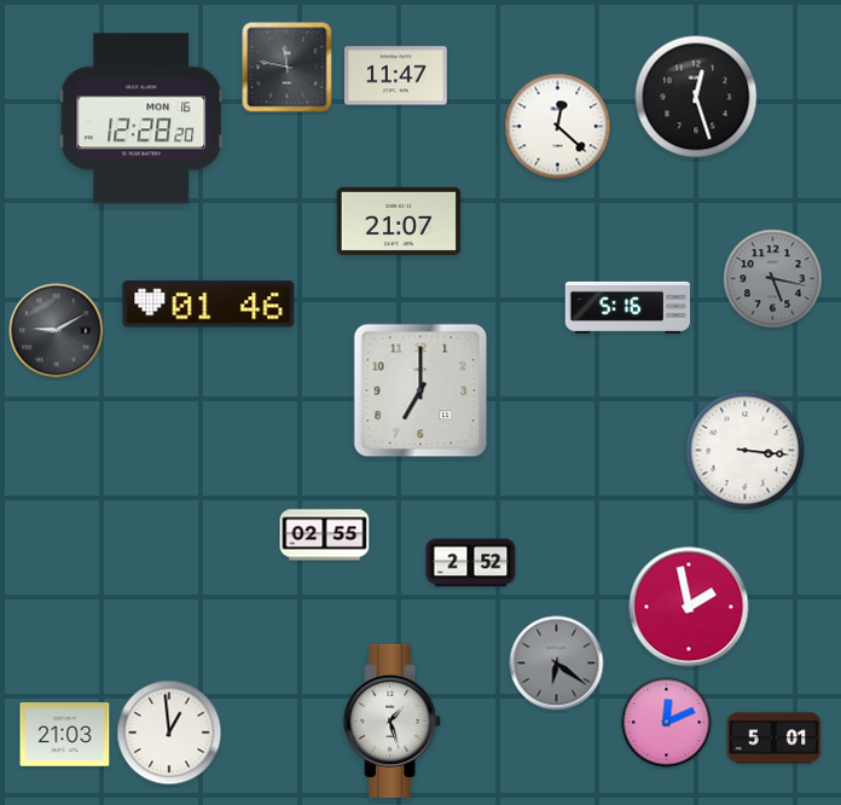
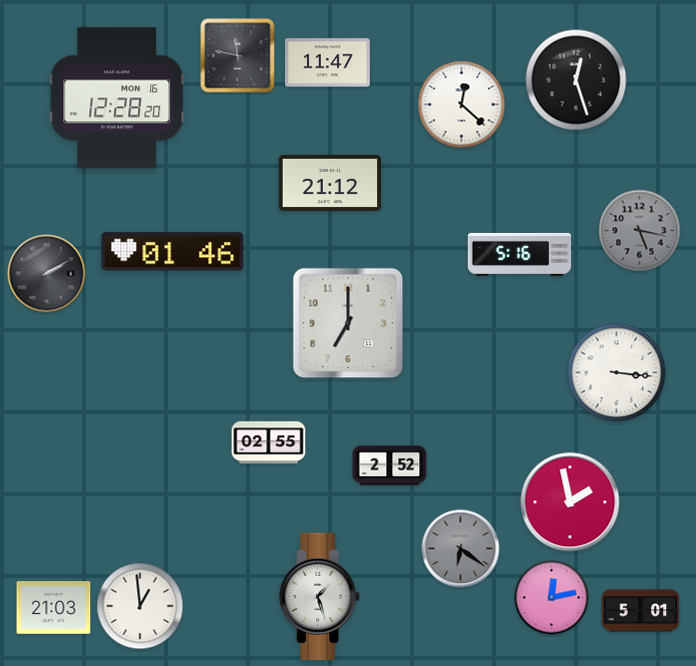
clock at (399, 221): 21:07 -> 21:12
clock at (57, 331): 9:10 -> 2:10
clock at (393, 720) position: (393, 720) -> (320, 596)
clock at (667, 723): 12:11 -> 12:13
